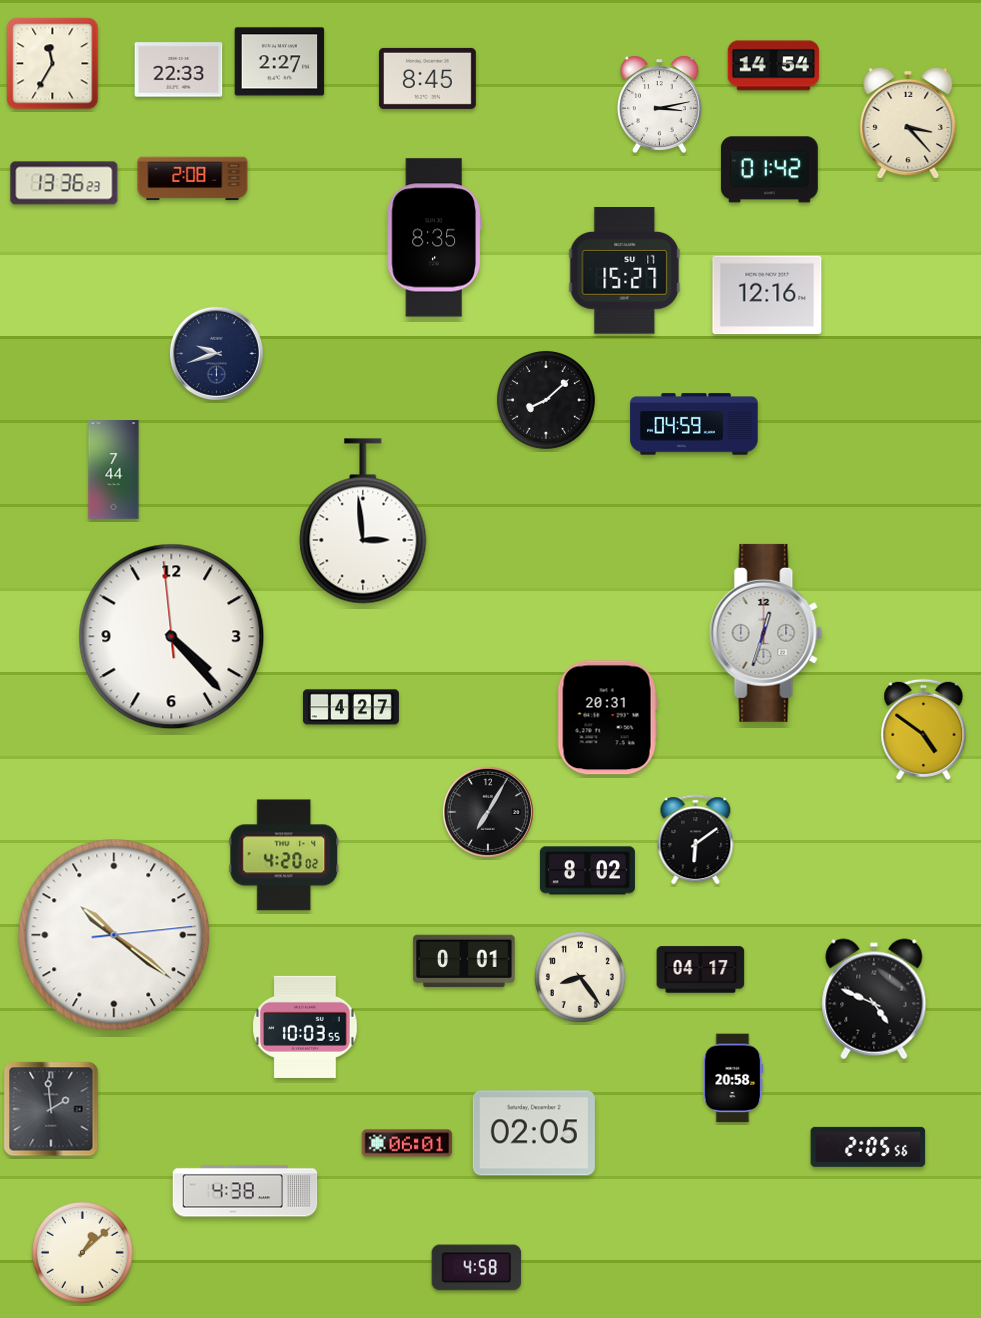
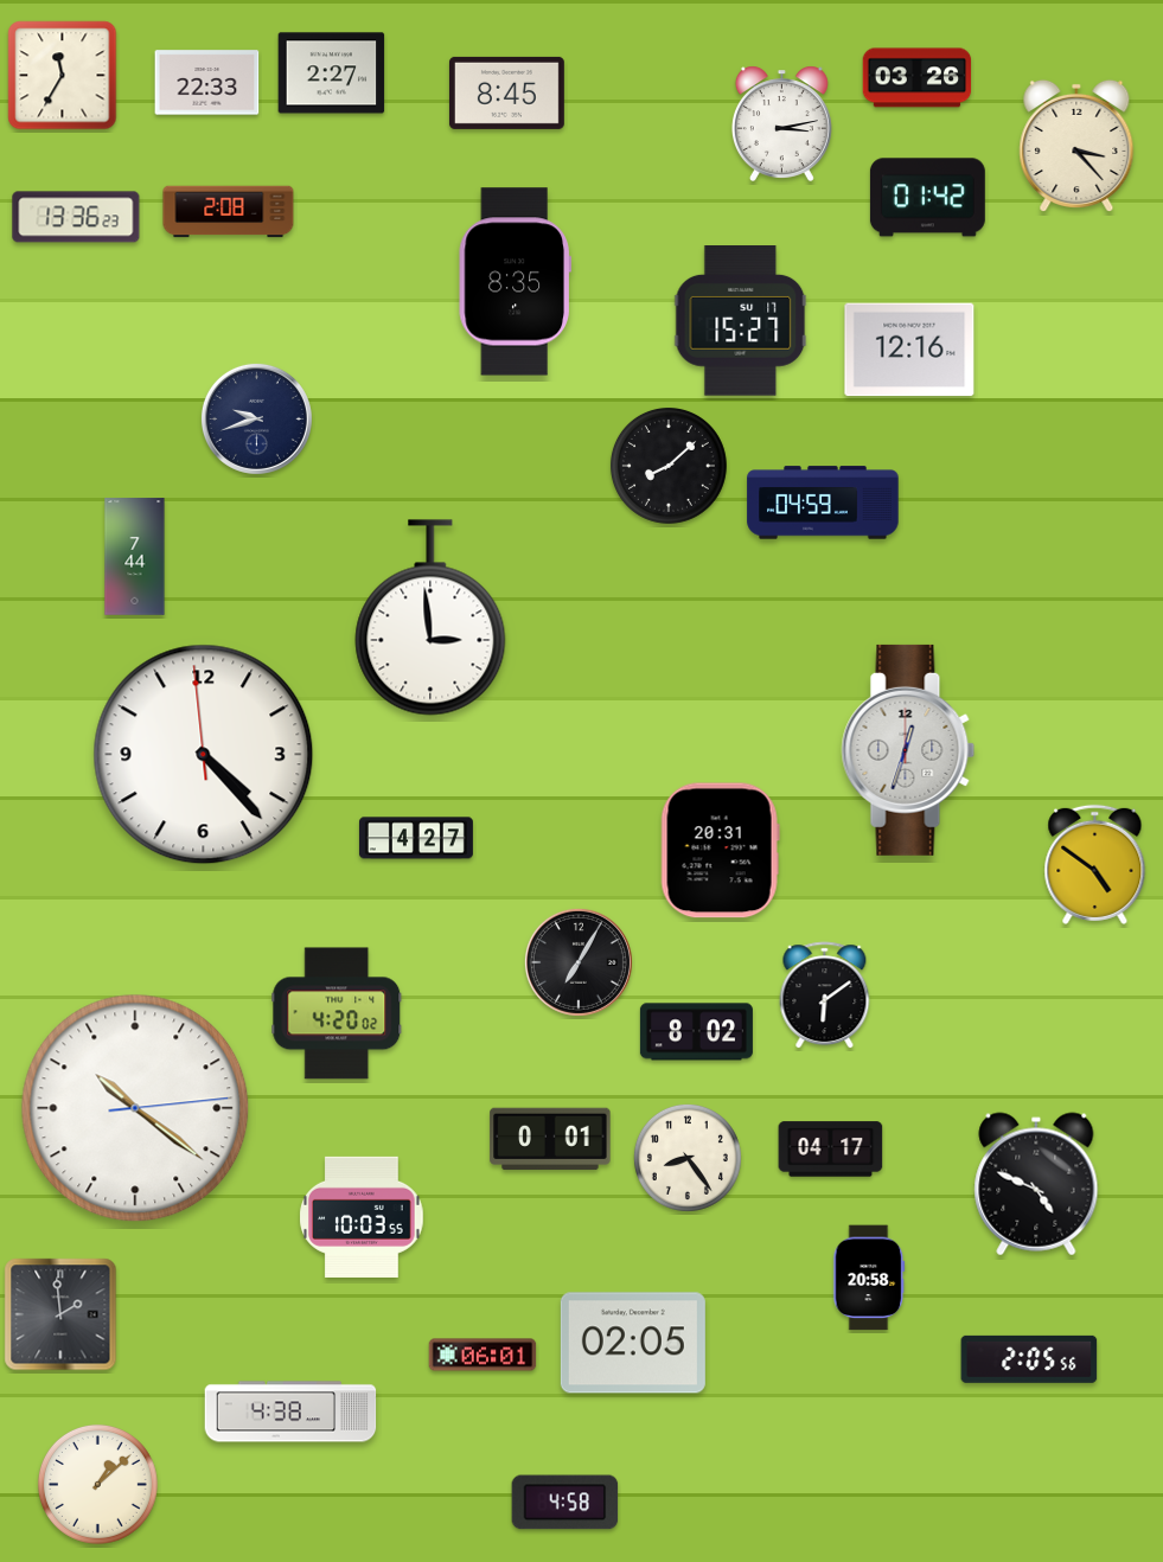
clock at (774, 66): 14:54 -> 03:26
clock at (179, 70) position: (179, 70) -> (207, 83)
clock at (769, 170) position: (769, 170) -> (927, 198)
clock at (546, 400) position: (546, 400) -> (669, 466)
